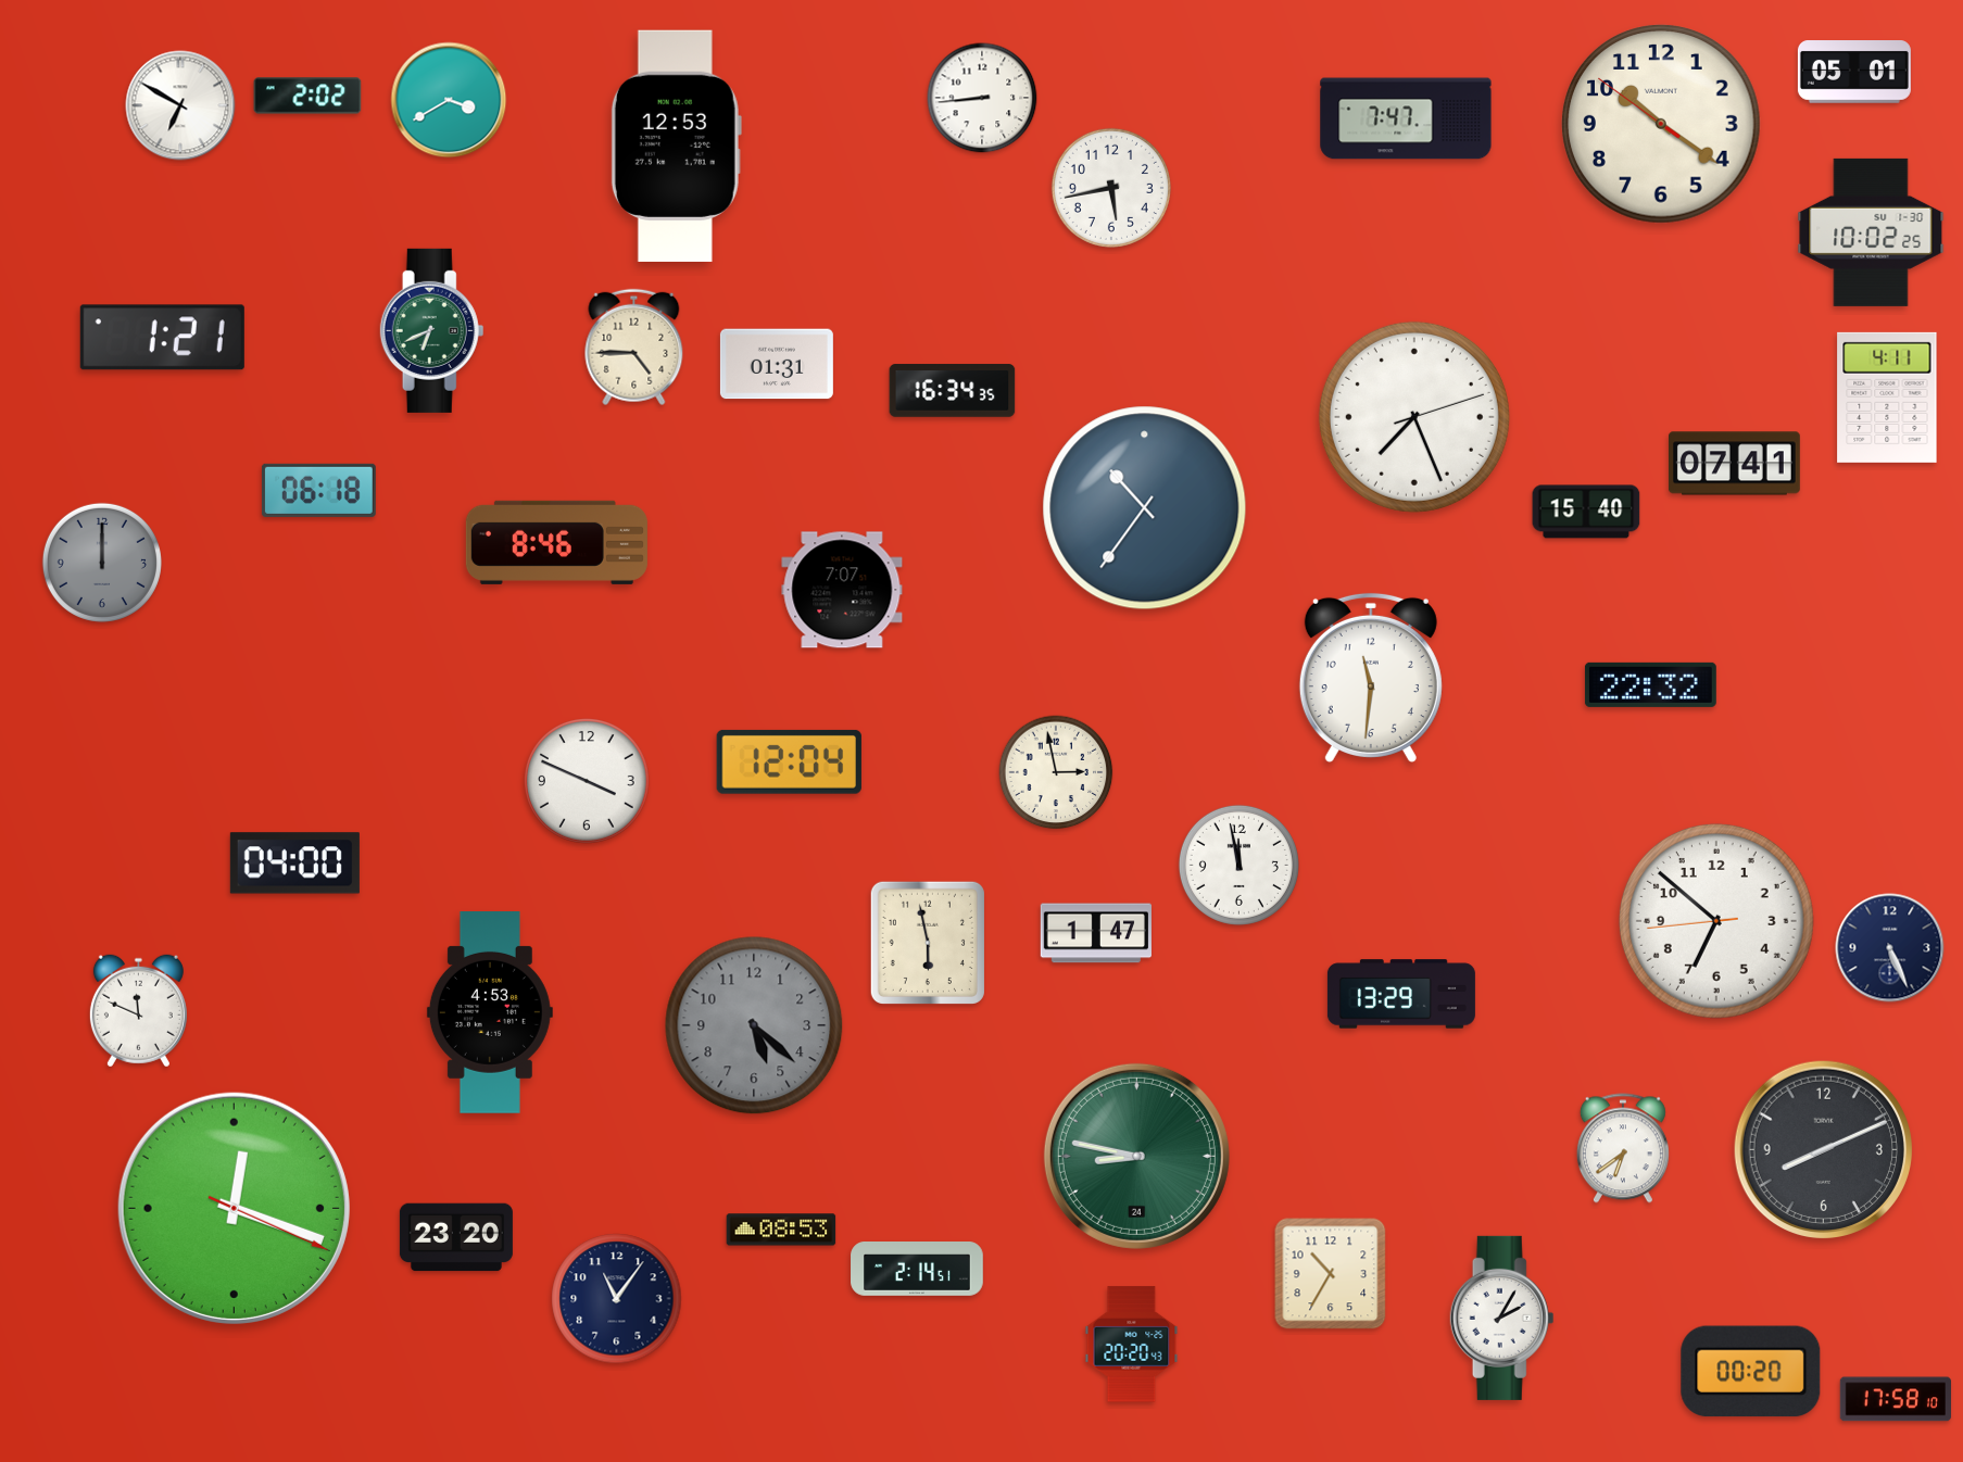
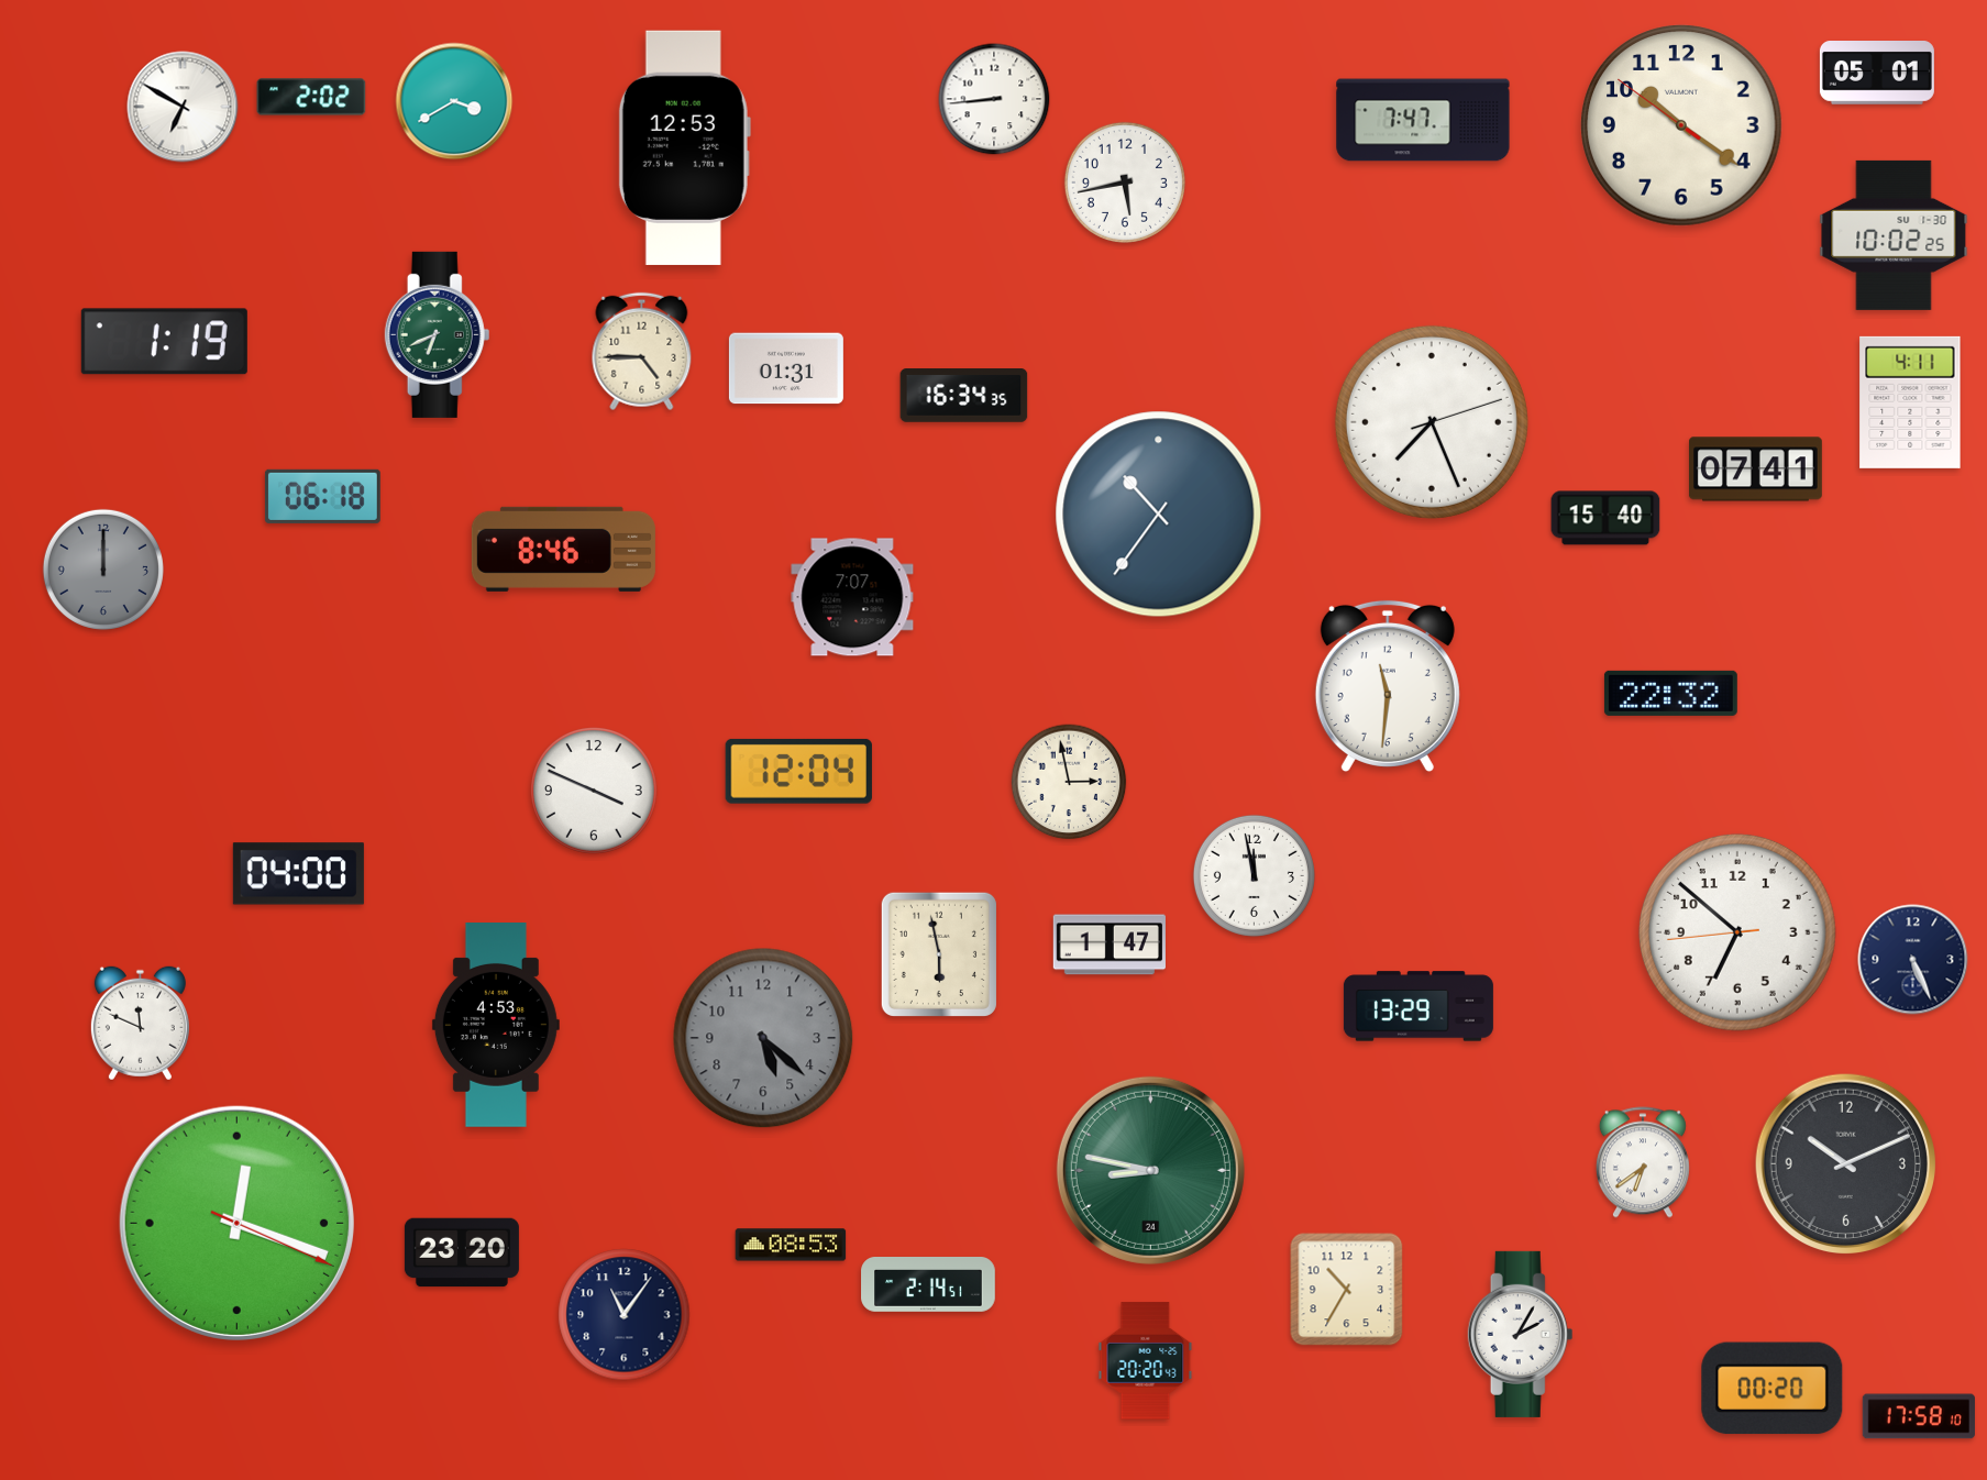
clock at (1111, 188) position: (1111, 188) -> (1125, 183)
clock at (162, 338): 1:21 -> 1:19
clock at (1823, 1149): 8:11 -> 10:11
